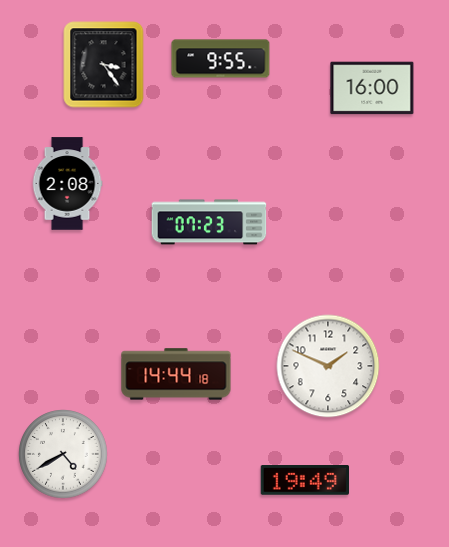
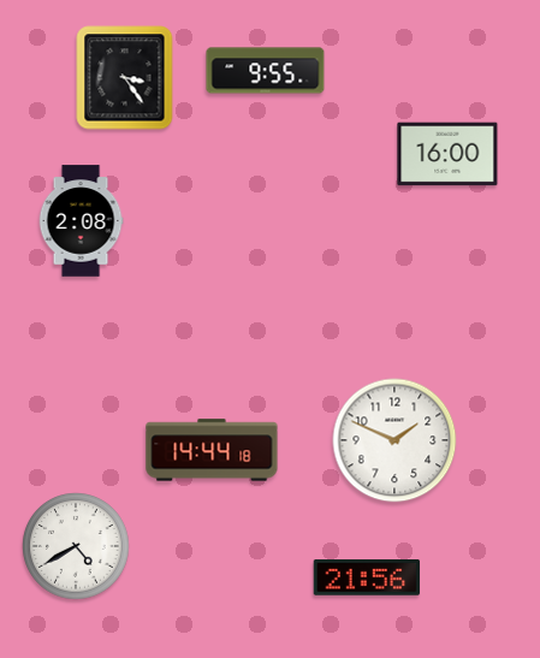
clock at (372, 88) position: (372, 88) -> (447, 154)
clock at (209, 222): 07:23 -> none
clock at (304, 481): 19:49 -> 21:56
